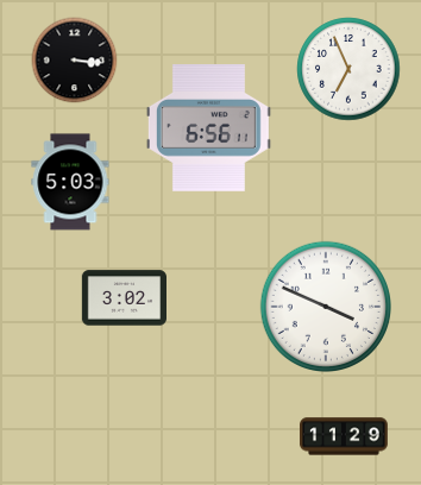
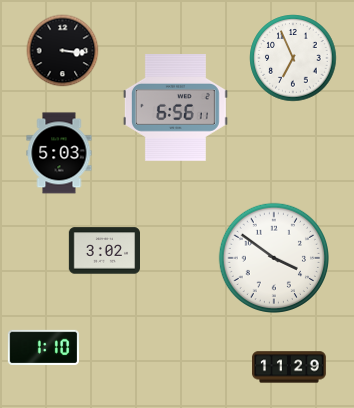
clock at (325, 306): 3:49 -> 3:51
clock at (43, 347): none -> 1:10
